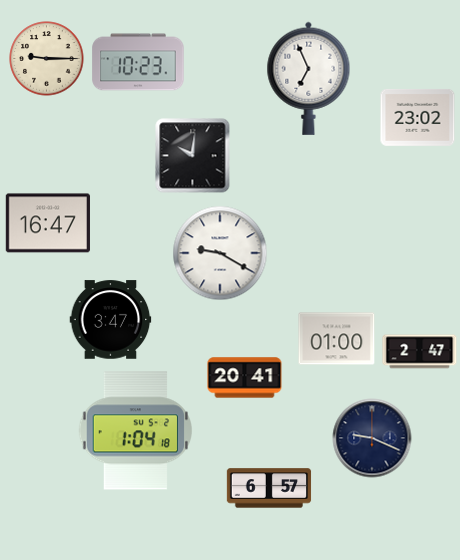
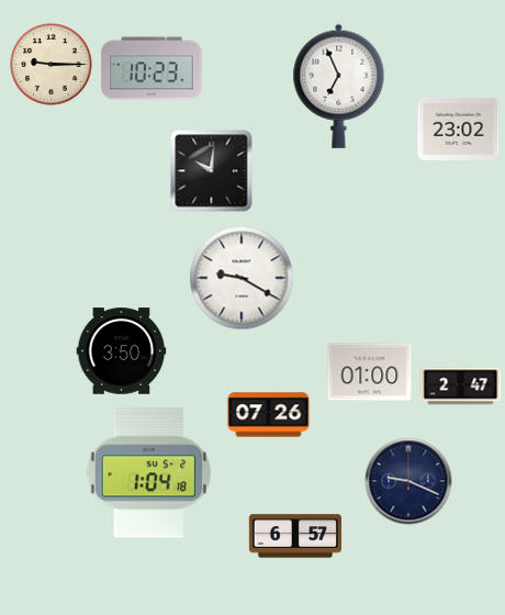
clock at (48, 223): 16:47 -> none
clock at (111, 320): 3:47 -> 3:50
clock at (245, 378): 20:41 -> 07:26
